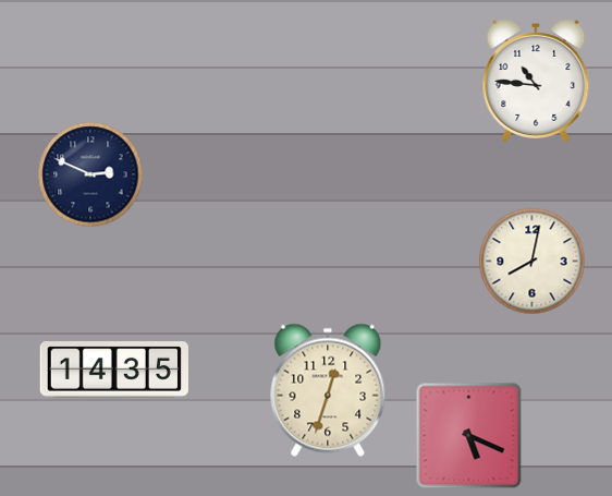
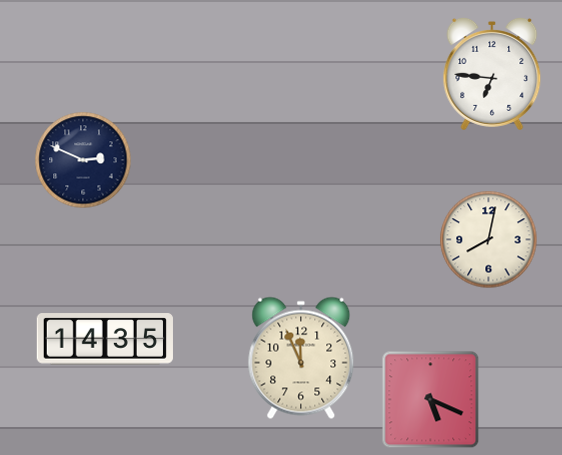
clock at (536, 81): 10:46 -> 6:46
clock at (328, 390): 12:33 -> 11:56
